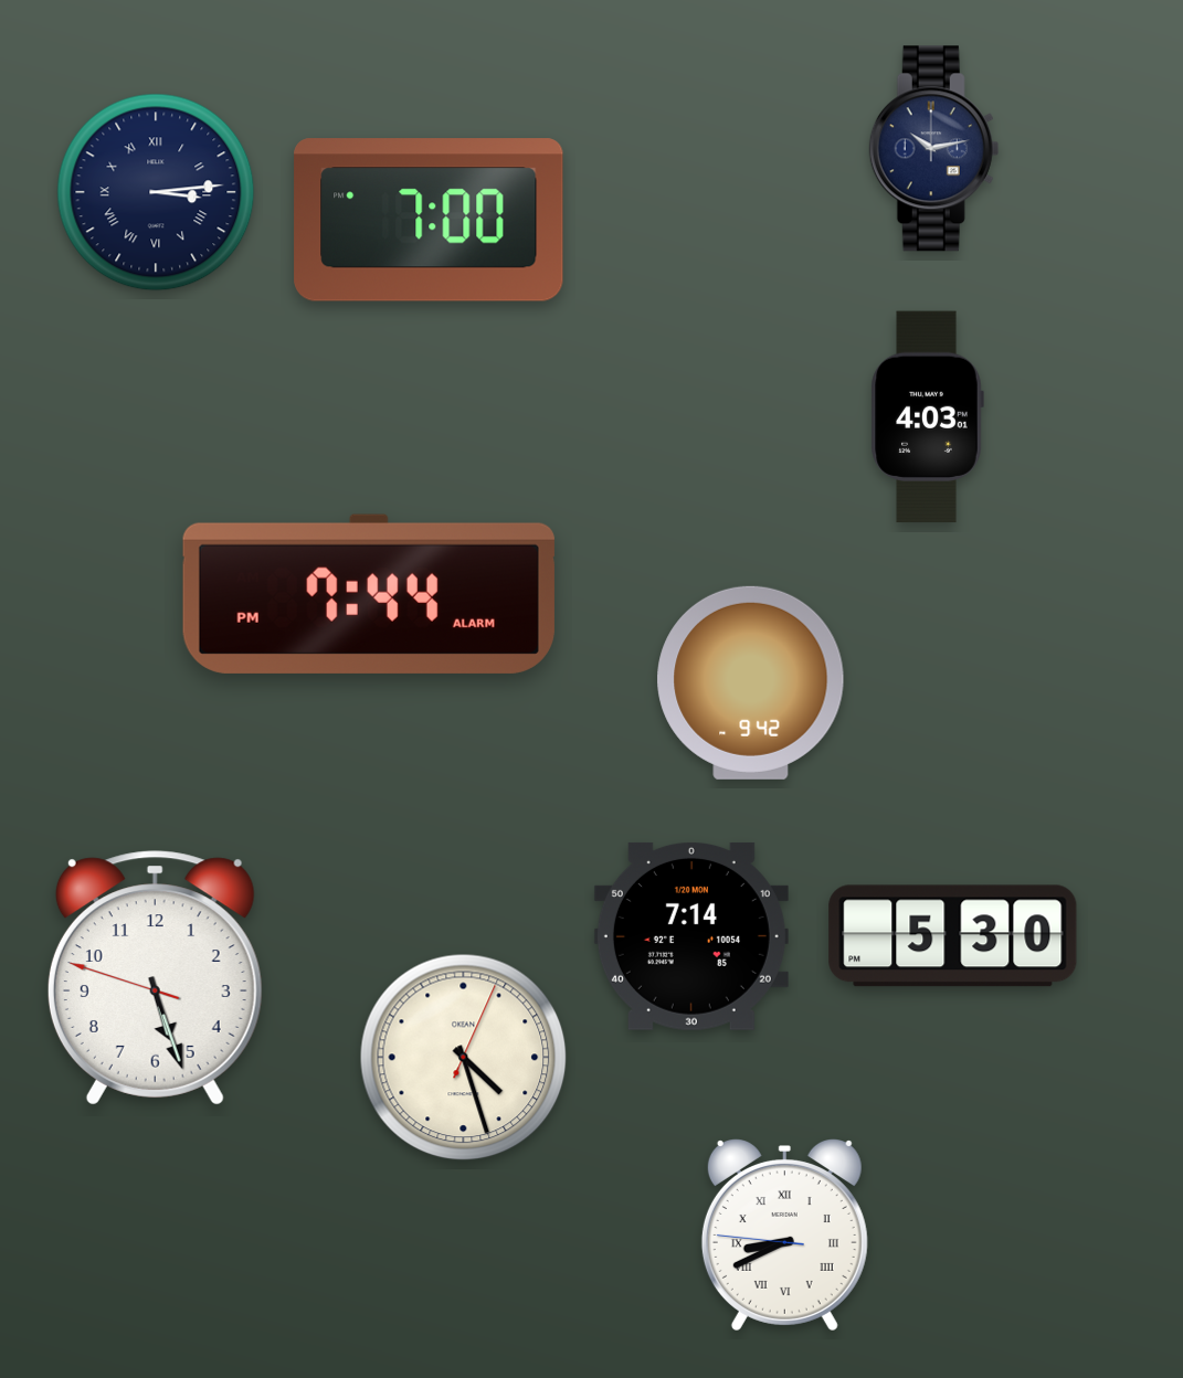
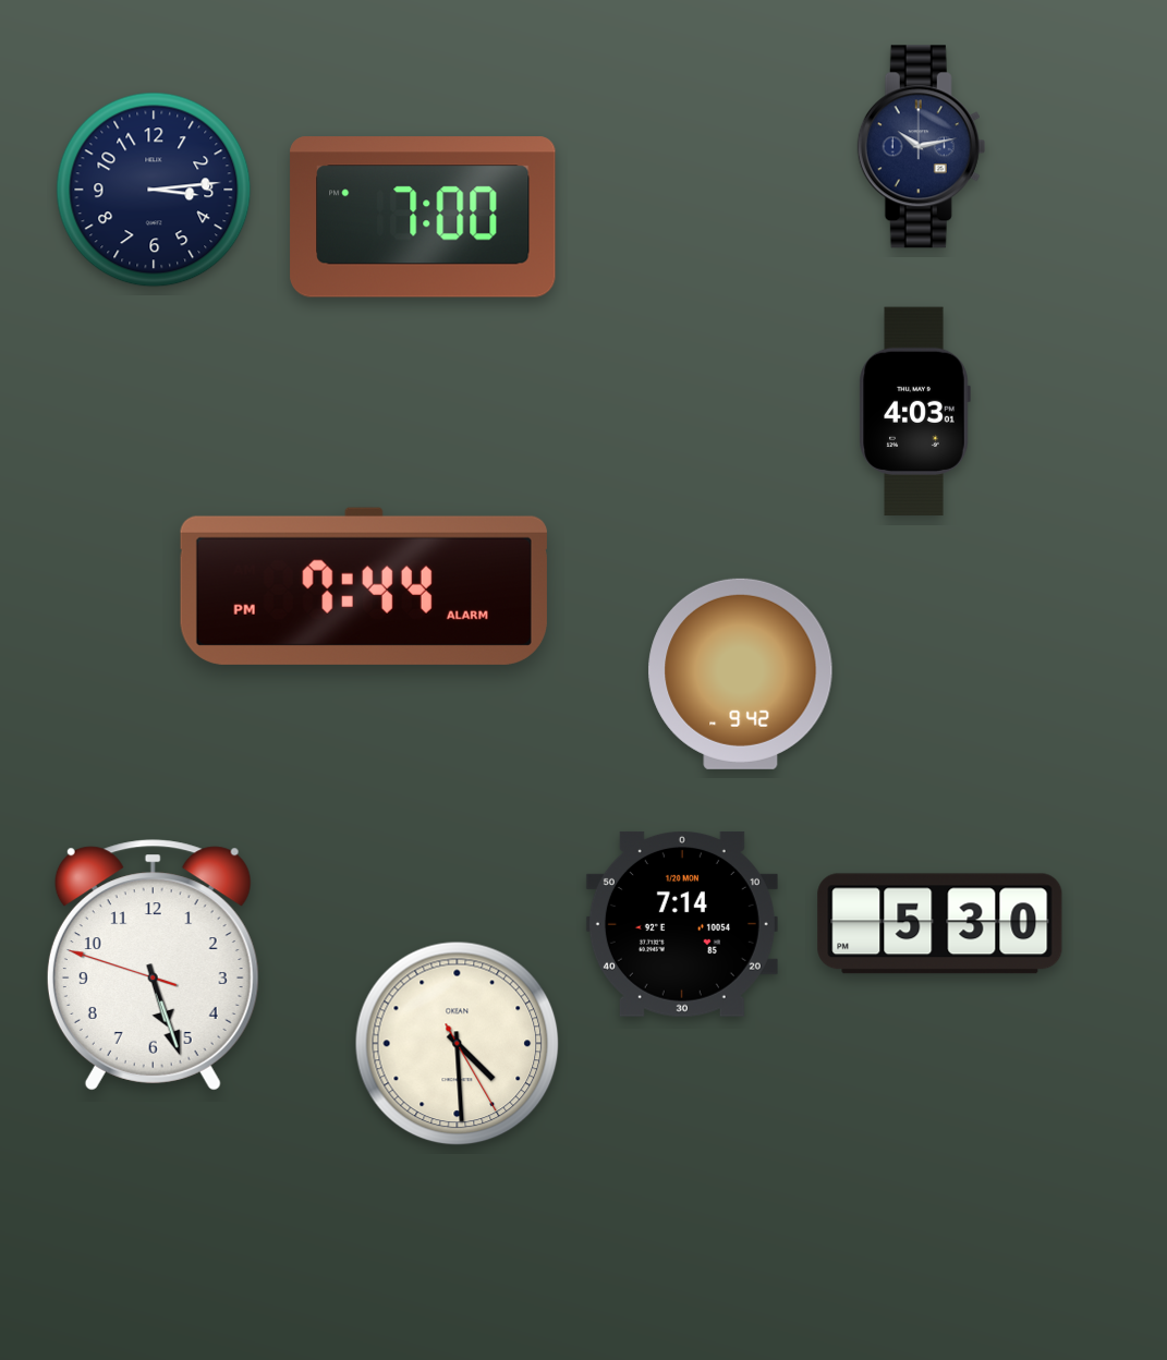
clock at (156, 192) numerals: Roman -> Arabic
clock at (464, 1058): 4:27 -> 4:29
clock at (784, 1236): 8:40 -> none
